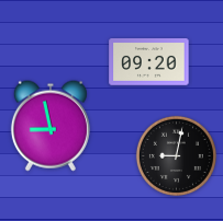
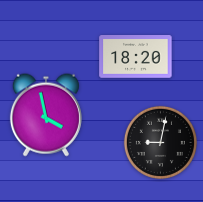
clock at (149, 62): 09:20 -> 18:20
clock at (51, 126): 8:58 -> 3:58
